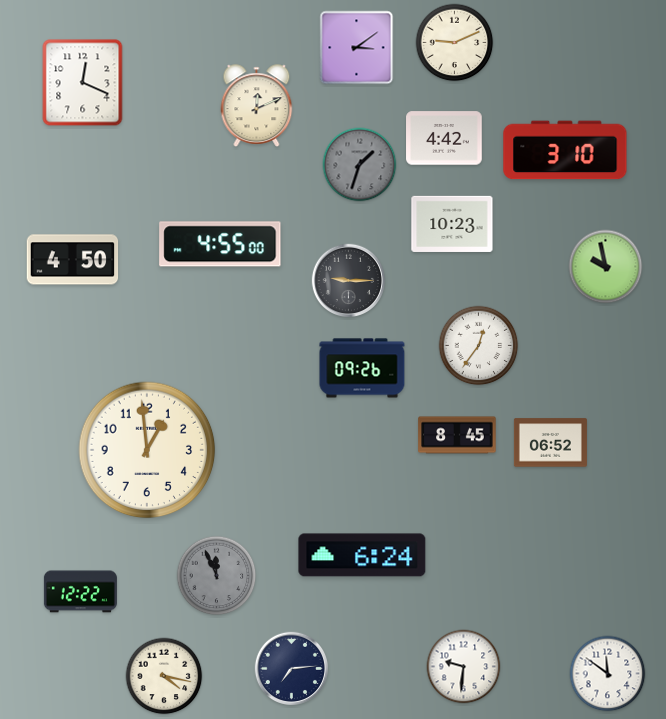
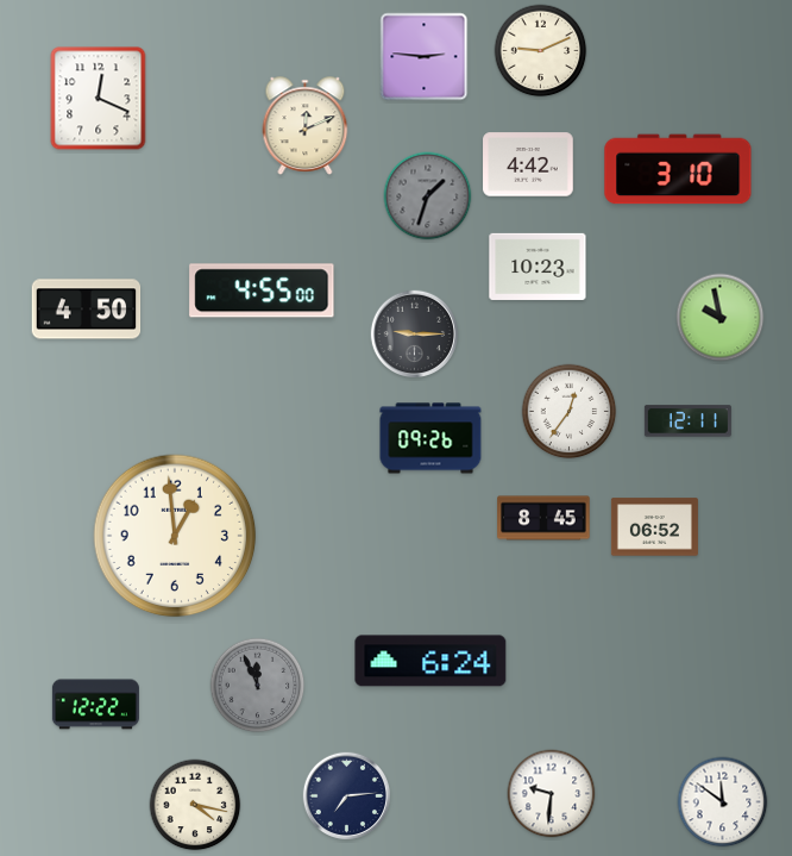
clock at (357, 48): 3:09 -> 2:46
clock at (565, 150) position: (565, 150) -> (678, 169)
clock at (687, 421): none -> 12:11
